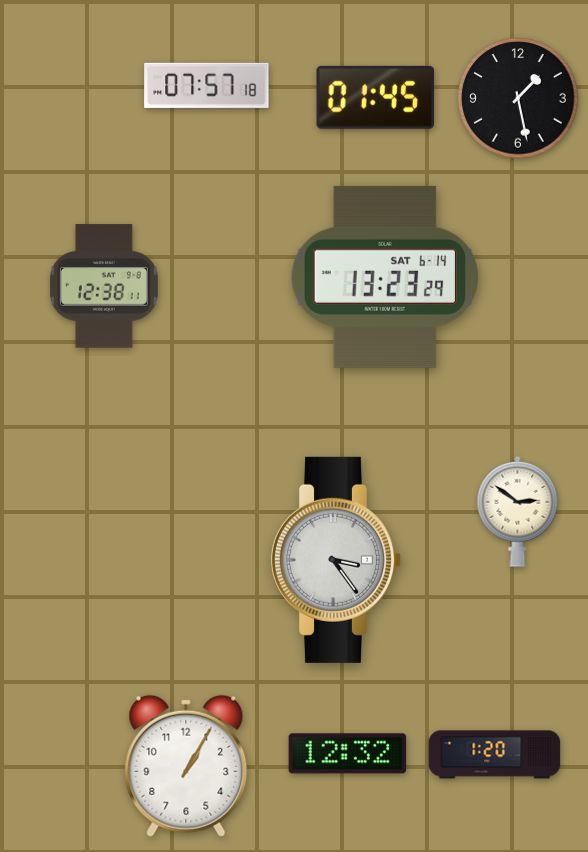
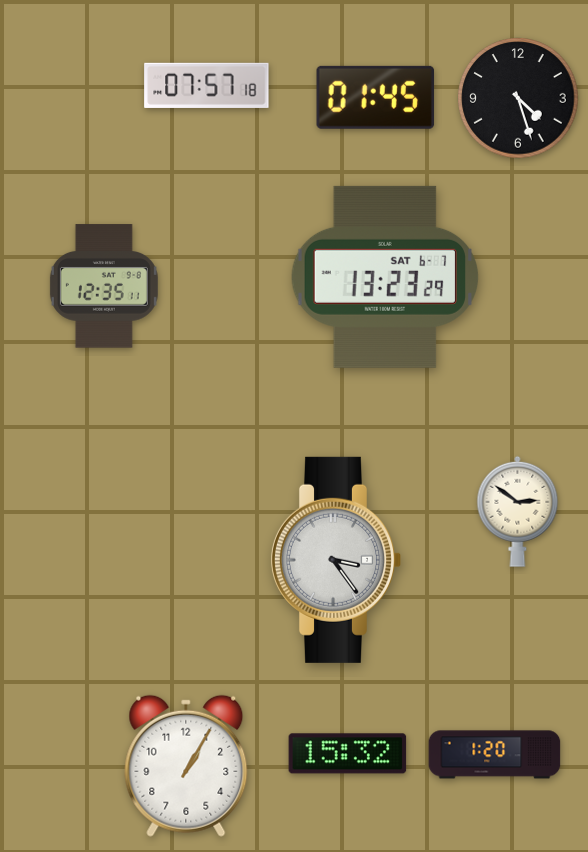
clock at (518, 98): 1:28 -> 4:27
clock at (384, 277) date: SAT 6-14 -> SAT 6-7
clock at (104, 286): 12:38 -> 12:35
clock at (348, 754): 12:32 -> 15:32
